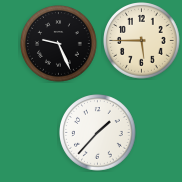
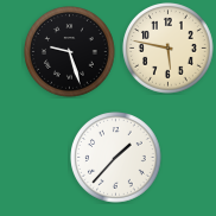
clock at (142, 41): 5:45 -> 5:47
clock at (59, 44): 9:26 -> 9:27
